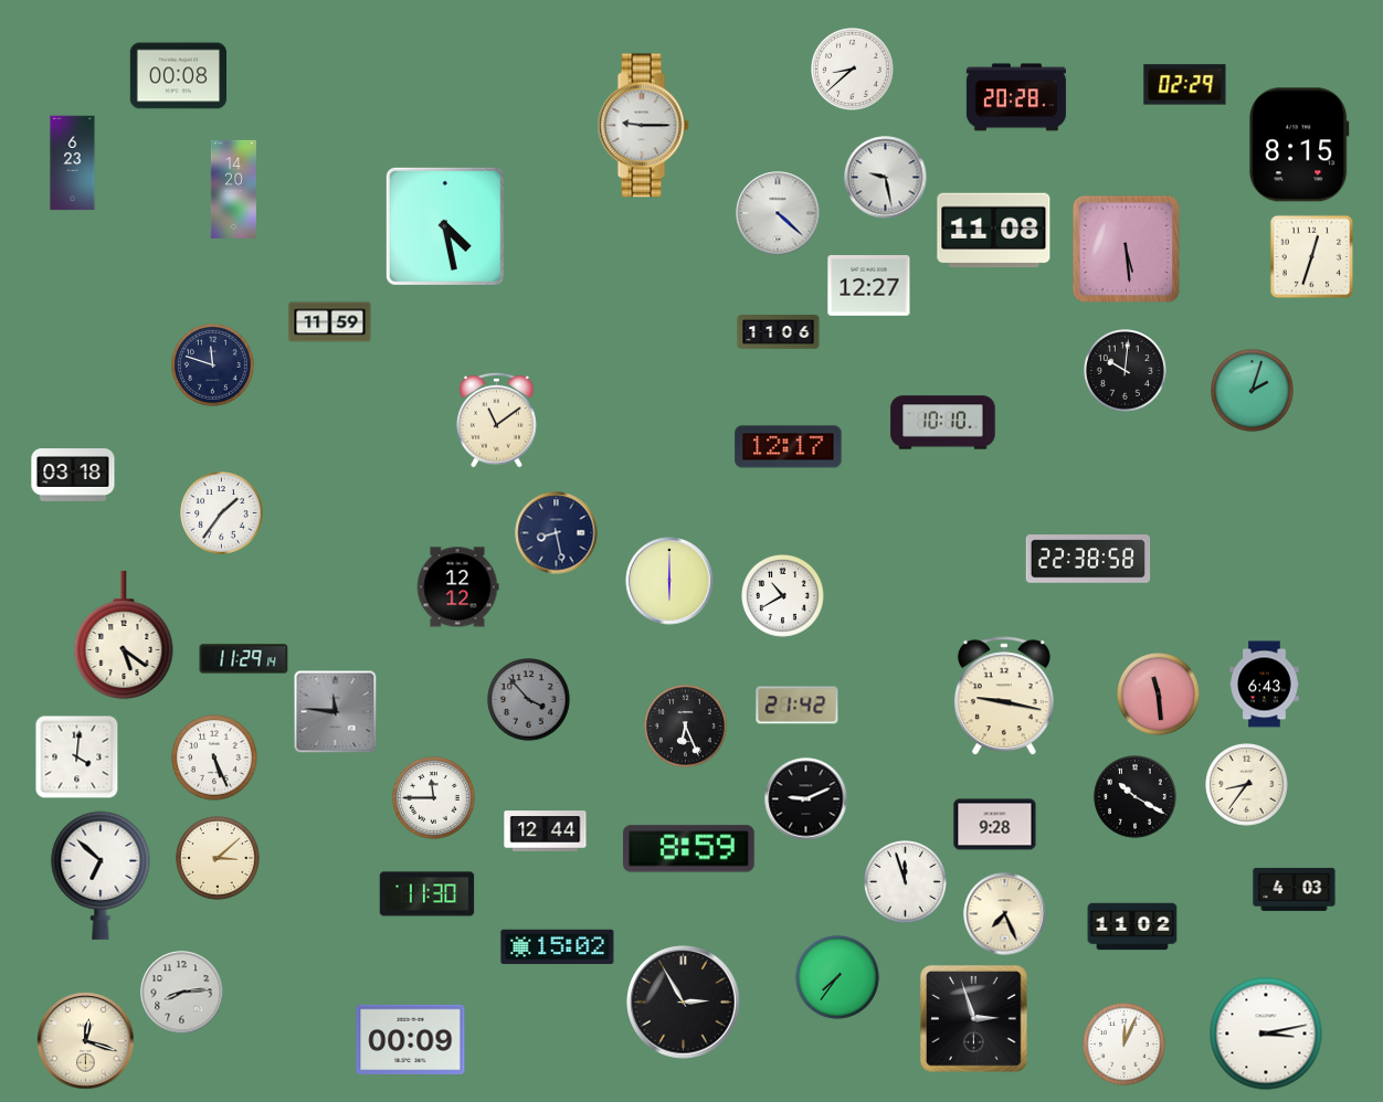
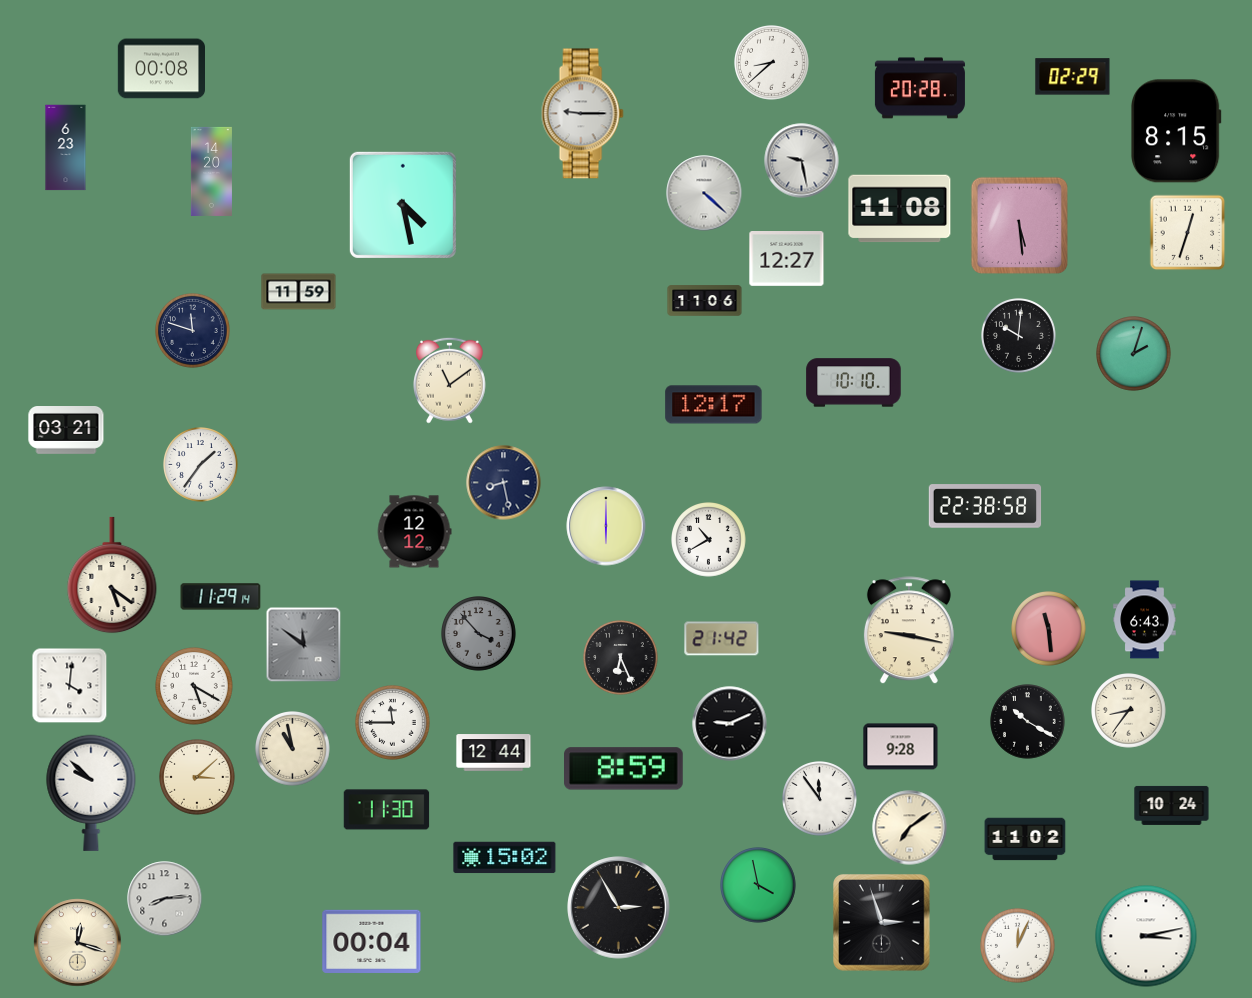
clock at (73, 476): 03:18 -> 03:21
clock at (336, 712): 11:46 -> 11:51
clock at (214, 757): 5:26 -> 5:20
clock at (293, 749): none -> 10:58
clock at (101, 876): 6:52 -> 9:52
clock at (906, 882): 11:57 -> 11:54
clock at (1295, 889): 4:03 -> 10:24
clock at (1005, 914): 7:26 -> 7:09
clock at (838, 978): 7:36 -> 3:58
clock at (411, 1039): 00:09 -> 00:04
